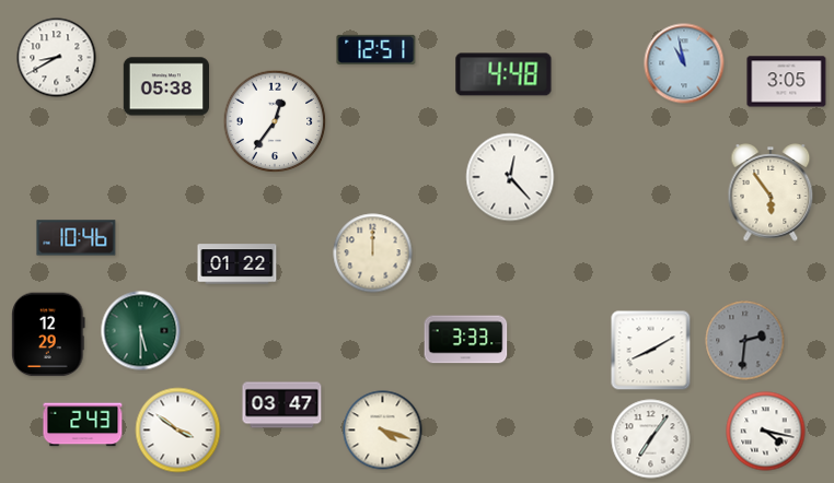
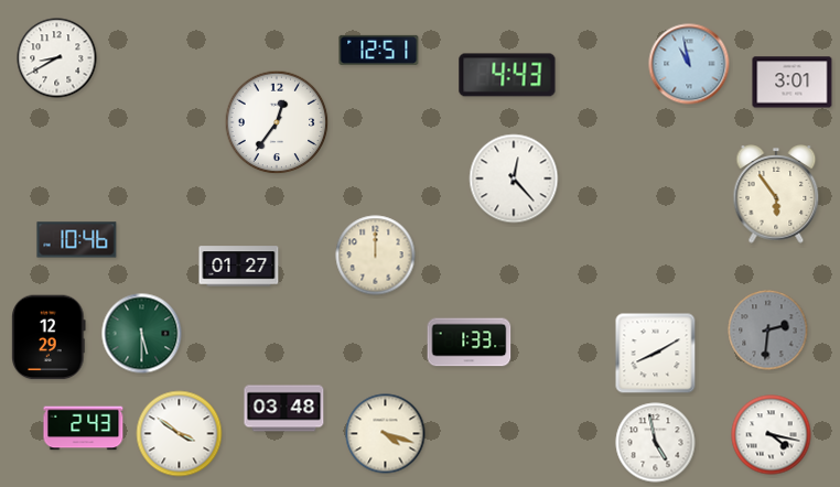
clock at (503, 74): 4:48 -> 4:43
clock at (787, 82): 3:05 -> 3:01
clock at (165, 86): 05:38 -> none
clock at (238, 264): 01:22 -> 01:27
clock at (466, 340): 3:33 -> 1:33
clock at (745, 341) position: (745, 341) -> (768, 331)
clock at (282, 405): 03:47 -> 03:48
clock at (651, 439): 7:06 -> 4:58
